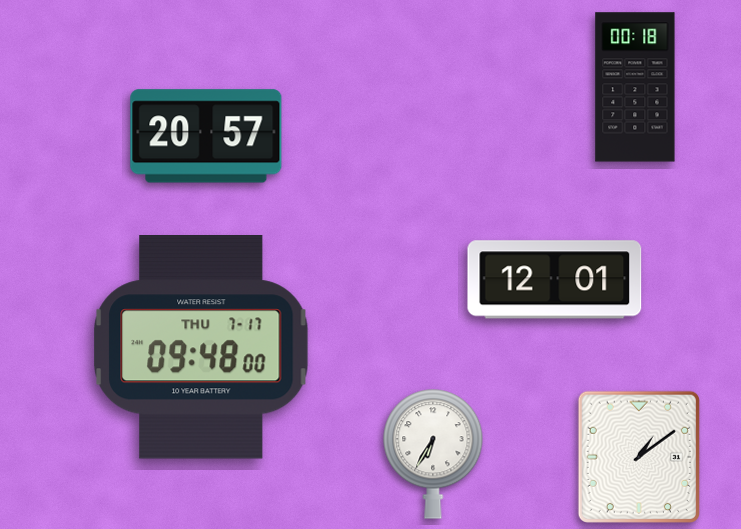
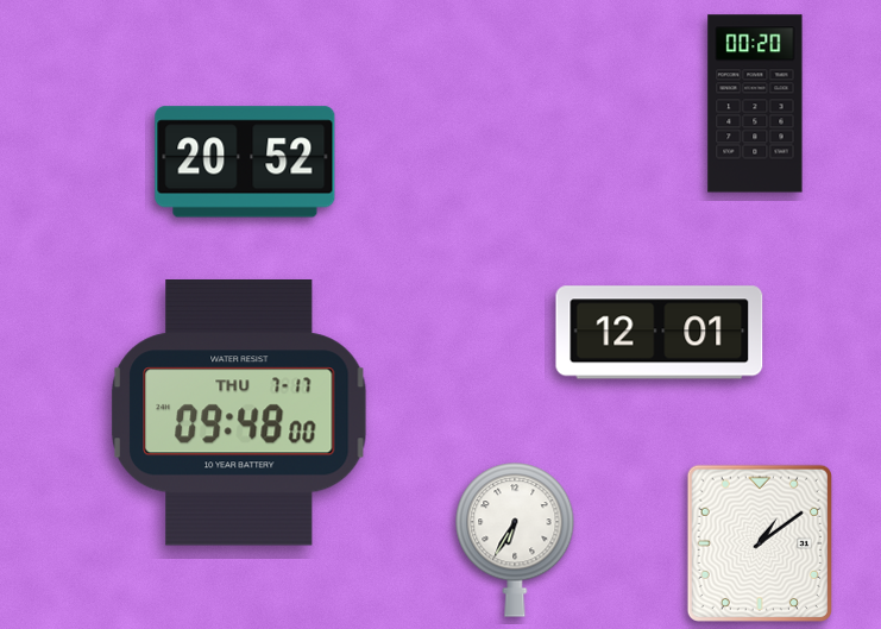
clock at (635, 87): 00:18 -> 00:20
clock at (206, 136): 20:57 -> 20:52
